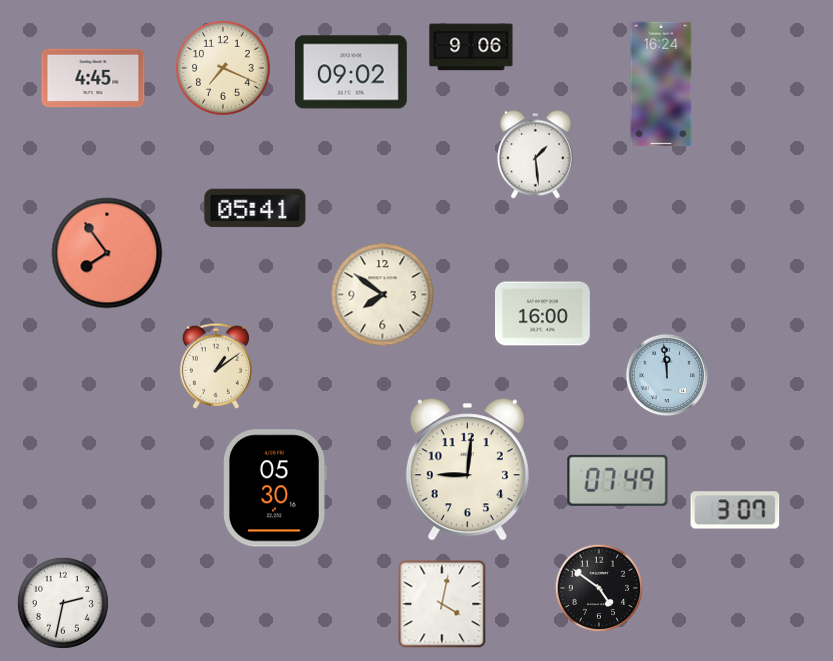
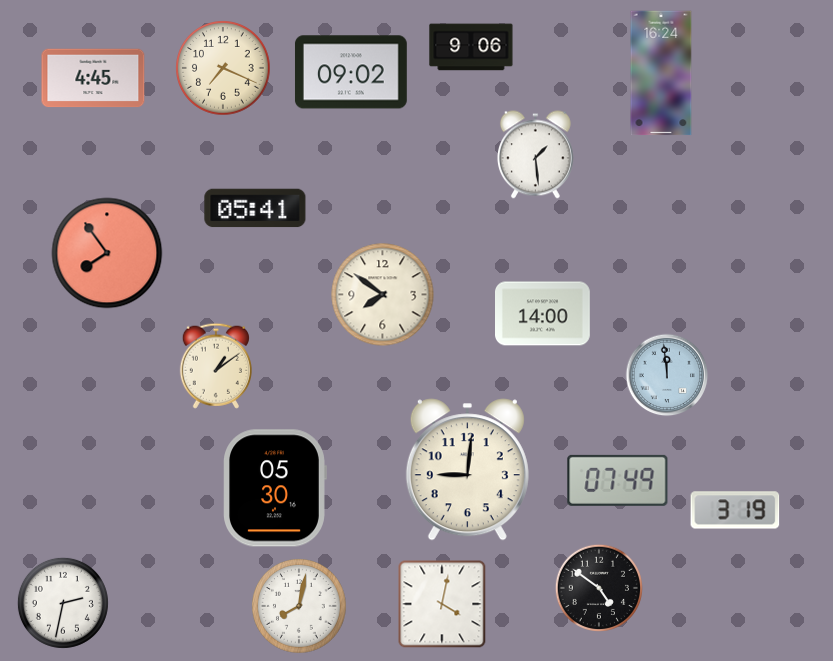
clock at (661, 84) position: (661, 84) -> (661, 73)
clock at (543, 314): 16:00 -> 14:00
clock at (735, 510): 3:07 -> 3:19
clock at (300, 607): none -> 8:02
